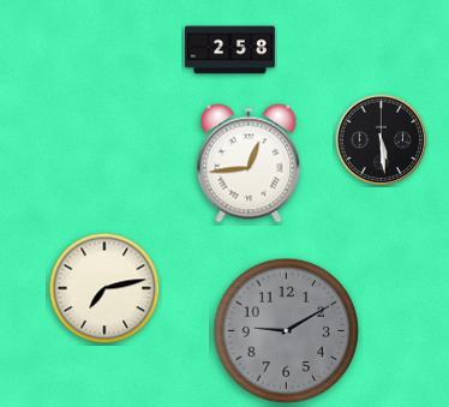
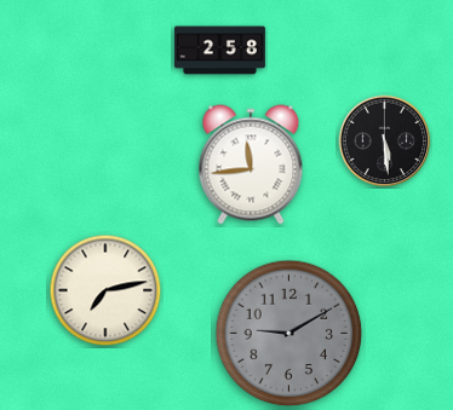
clock at (229, 50) position: (229, 50) -> (219, 51)
clock at (249, 163): 12:44 -> 11:44
